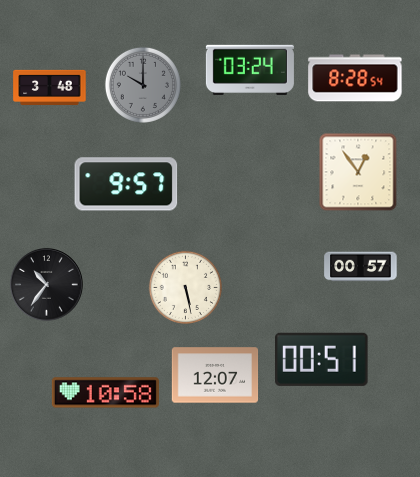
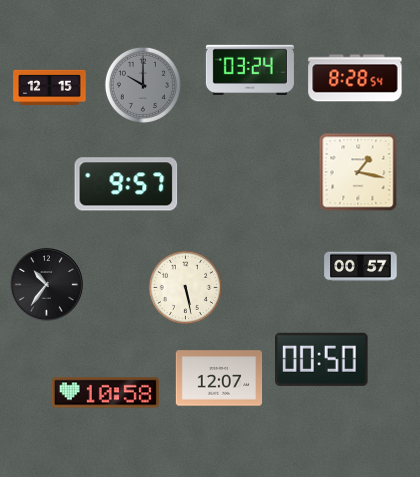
clock at (50, 87): 3:48 -> 12:15
clock at (358, 172): 12:54 -> 1:17
clock at (322, 359): 00:51 -> 00:50
clock at (215, 375) position: (215, 375) -> (219, 378)
